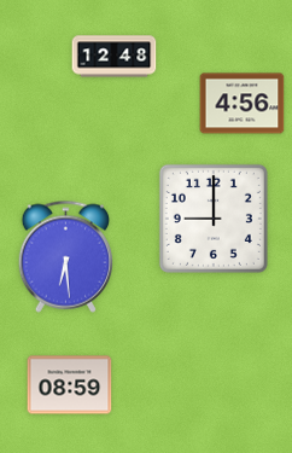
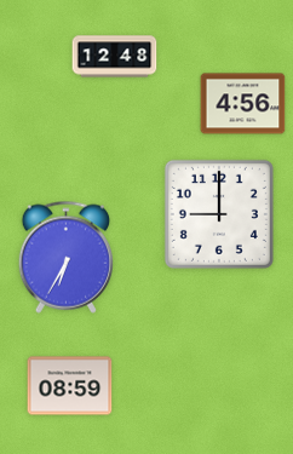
clock at (214, 219) position: (214, 219) -> (219, 214)
clock at (65, 256): 6:29 -> 6:35
